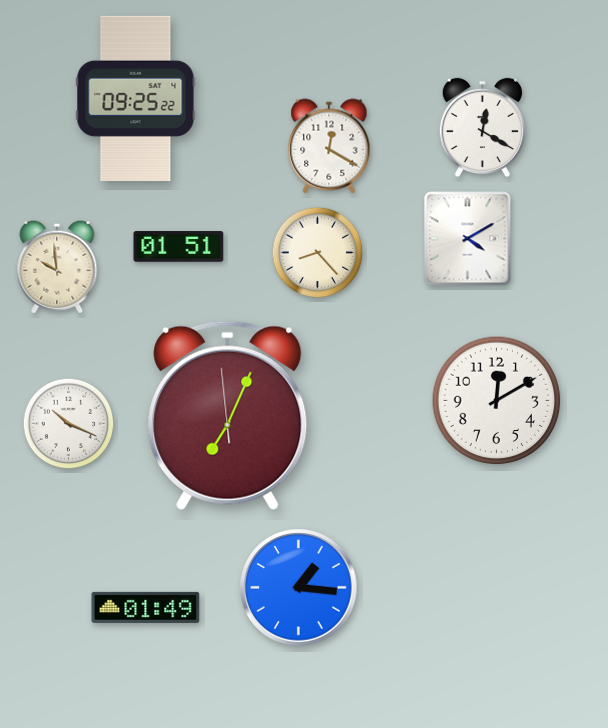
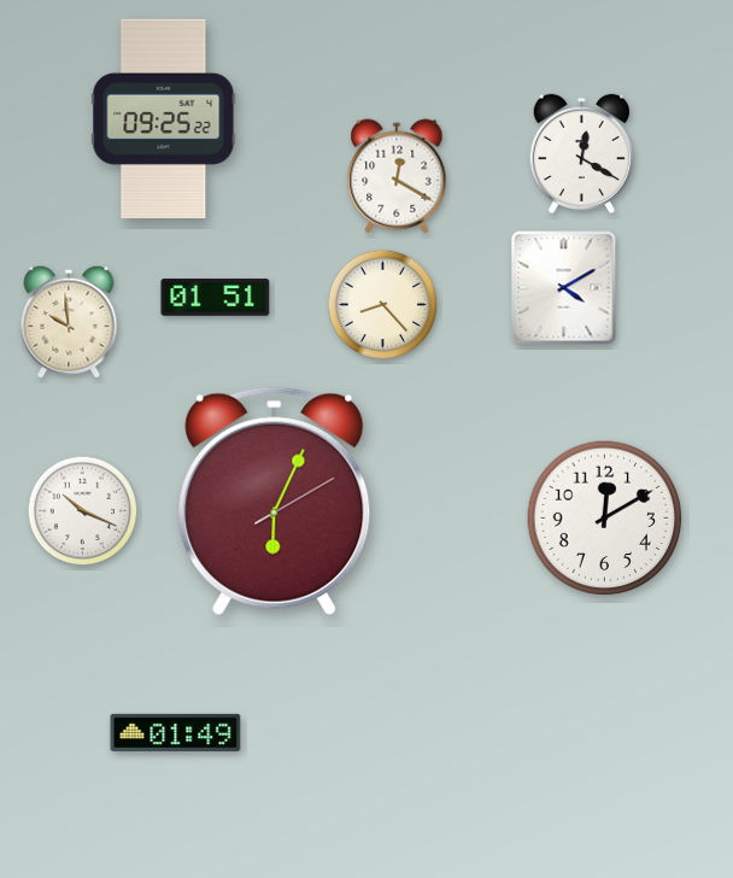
clock at (497, 401) position: (497, 401) -> (605, 519)
clock at (228, 415): 7:03 -> 6:04
clock at (299, 588): 1:16 -> none
